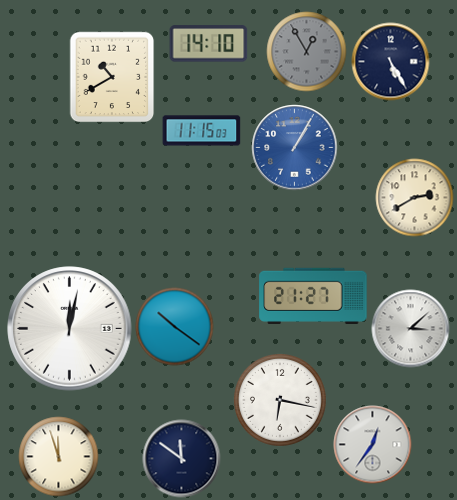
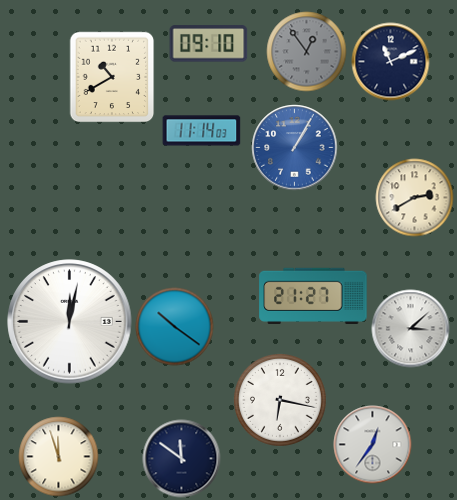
clock at (208, 44): 14:10 -> 09:10
clock at (306, 51): 12:55 -> 12:54
clock at (390, 61): 5:25 -> 11:11
clock at (201, 131): 11:15 -> 11:14
clock at (70, 329) position: (70, 329) -> (70, 322)
